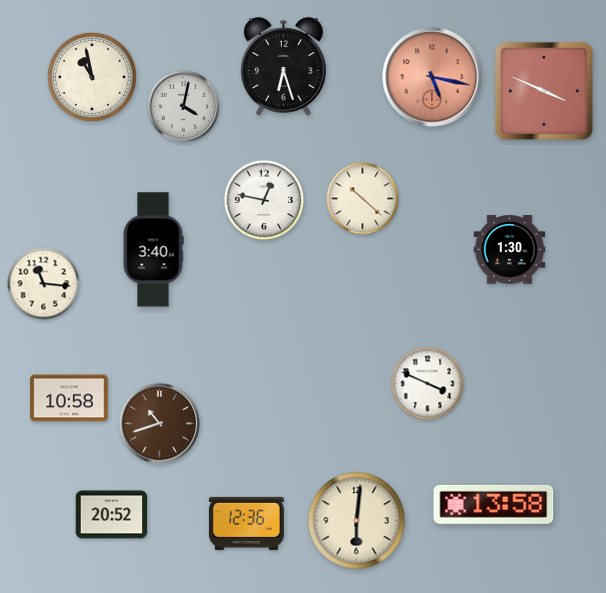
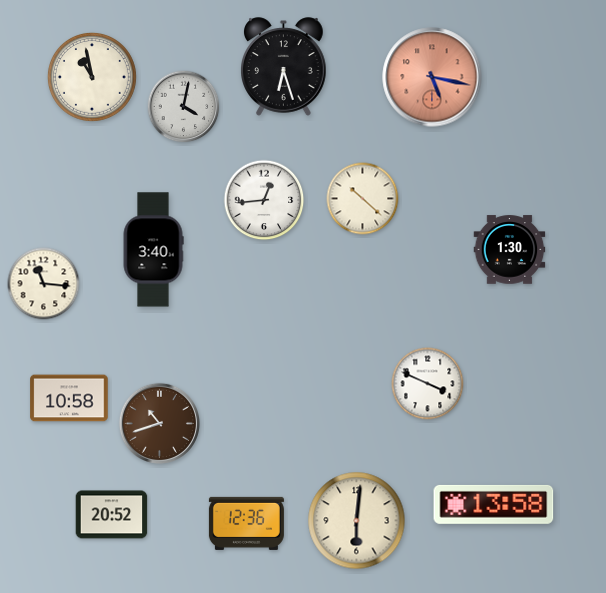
clock at (544, 91): 3:49 -> none
clock at (264, 200): 12:47 -> 12:44
